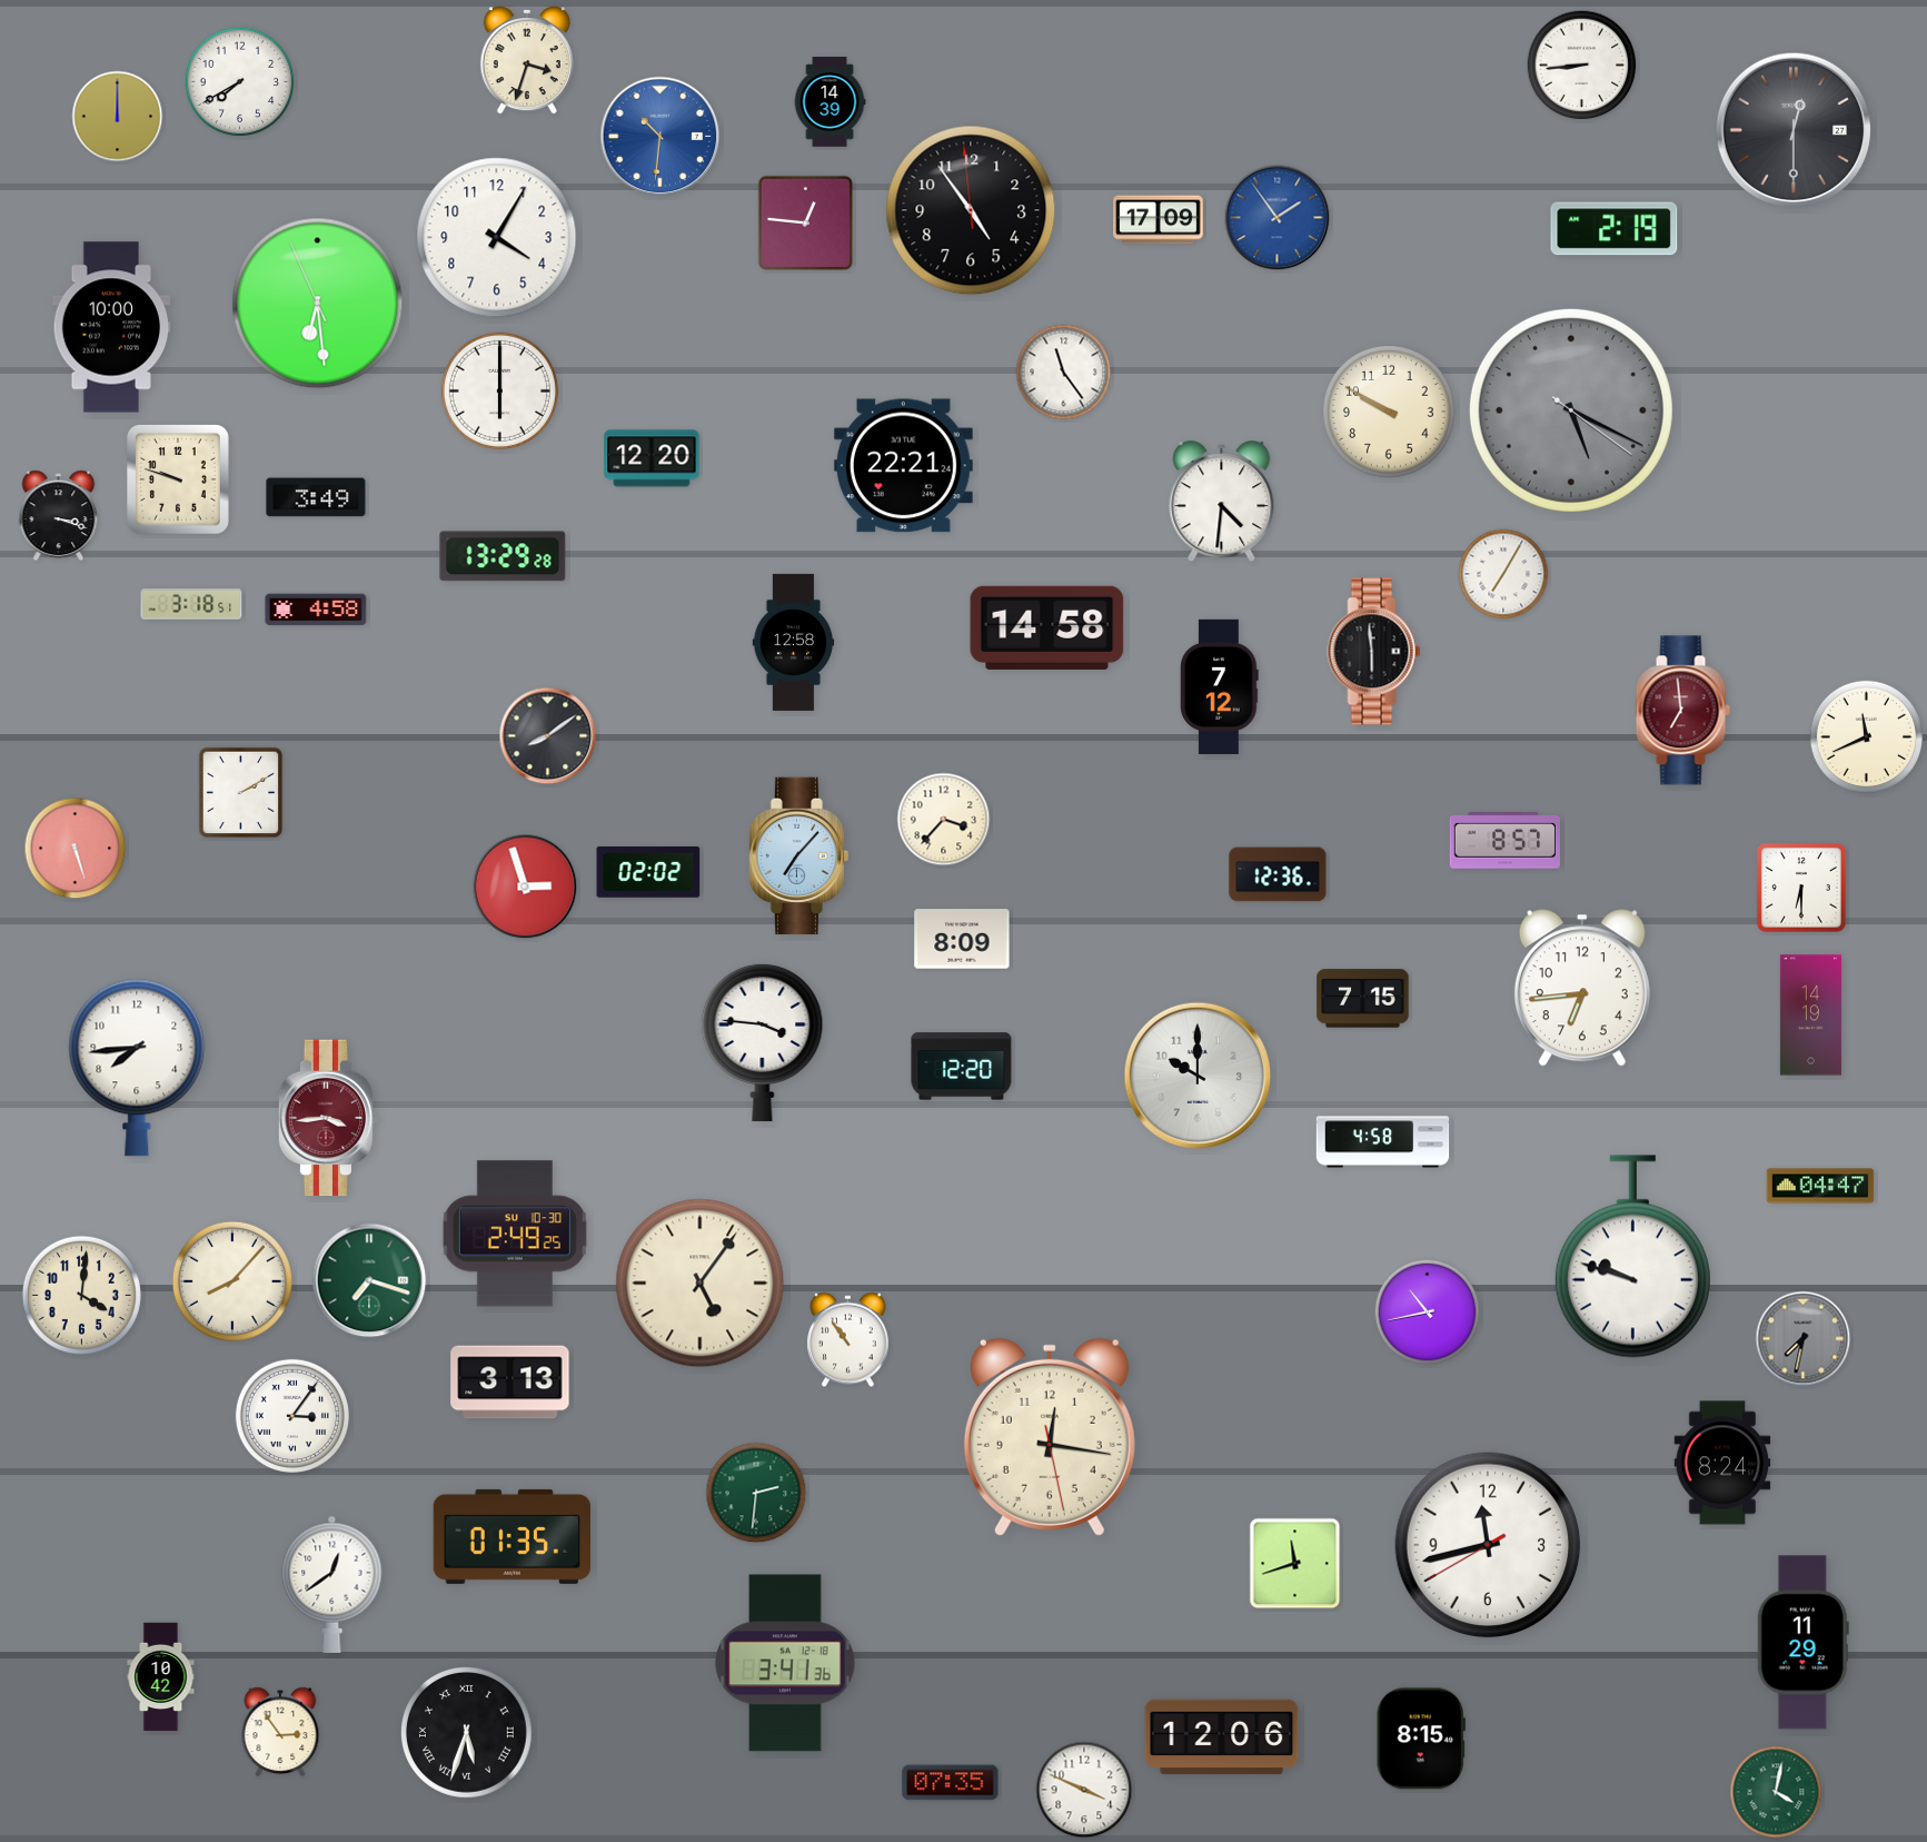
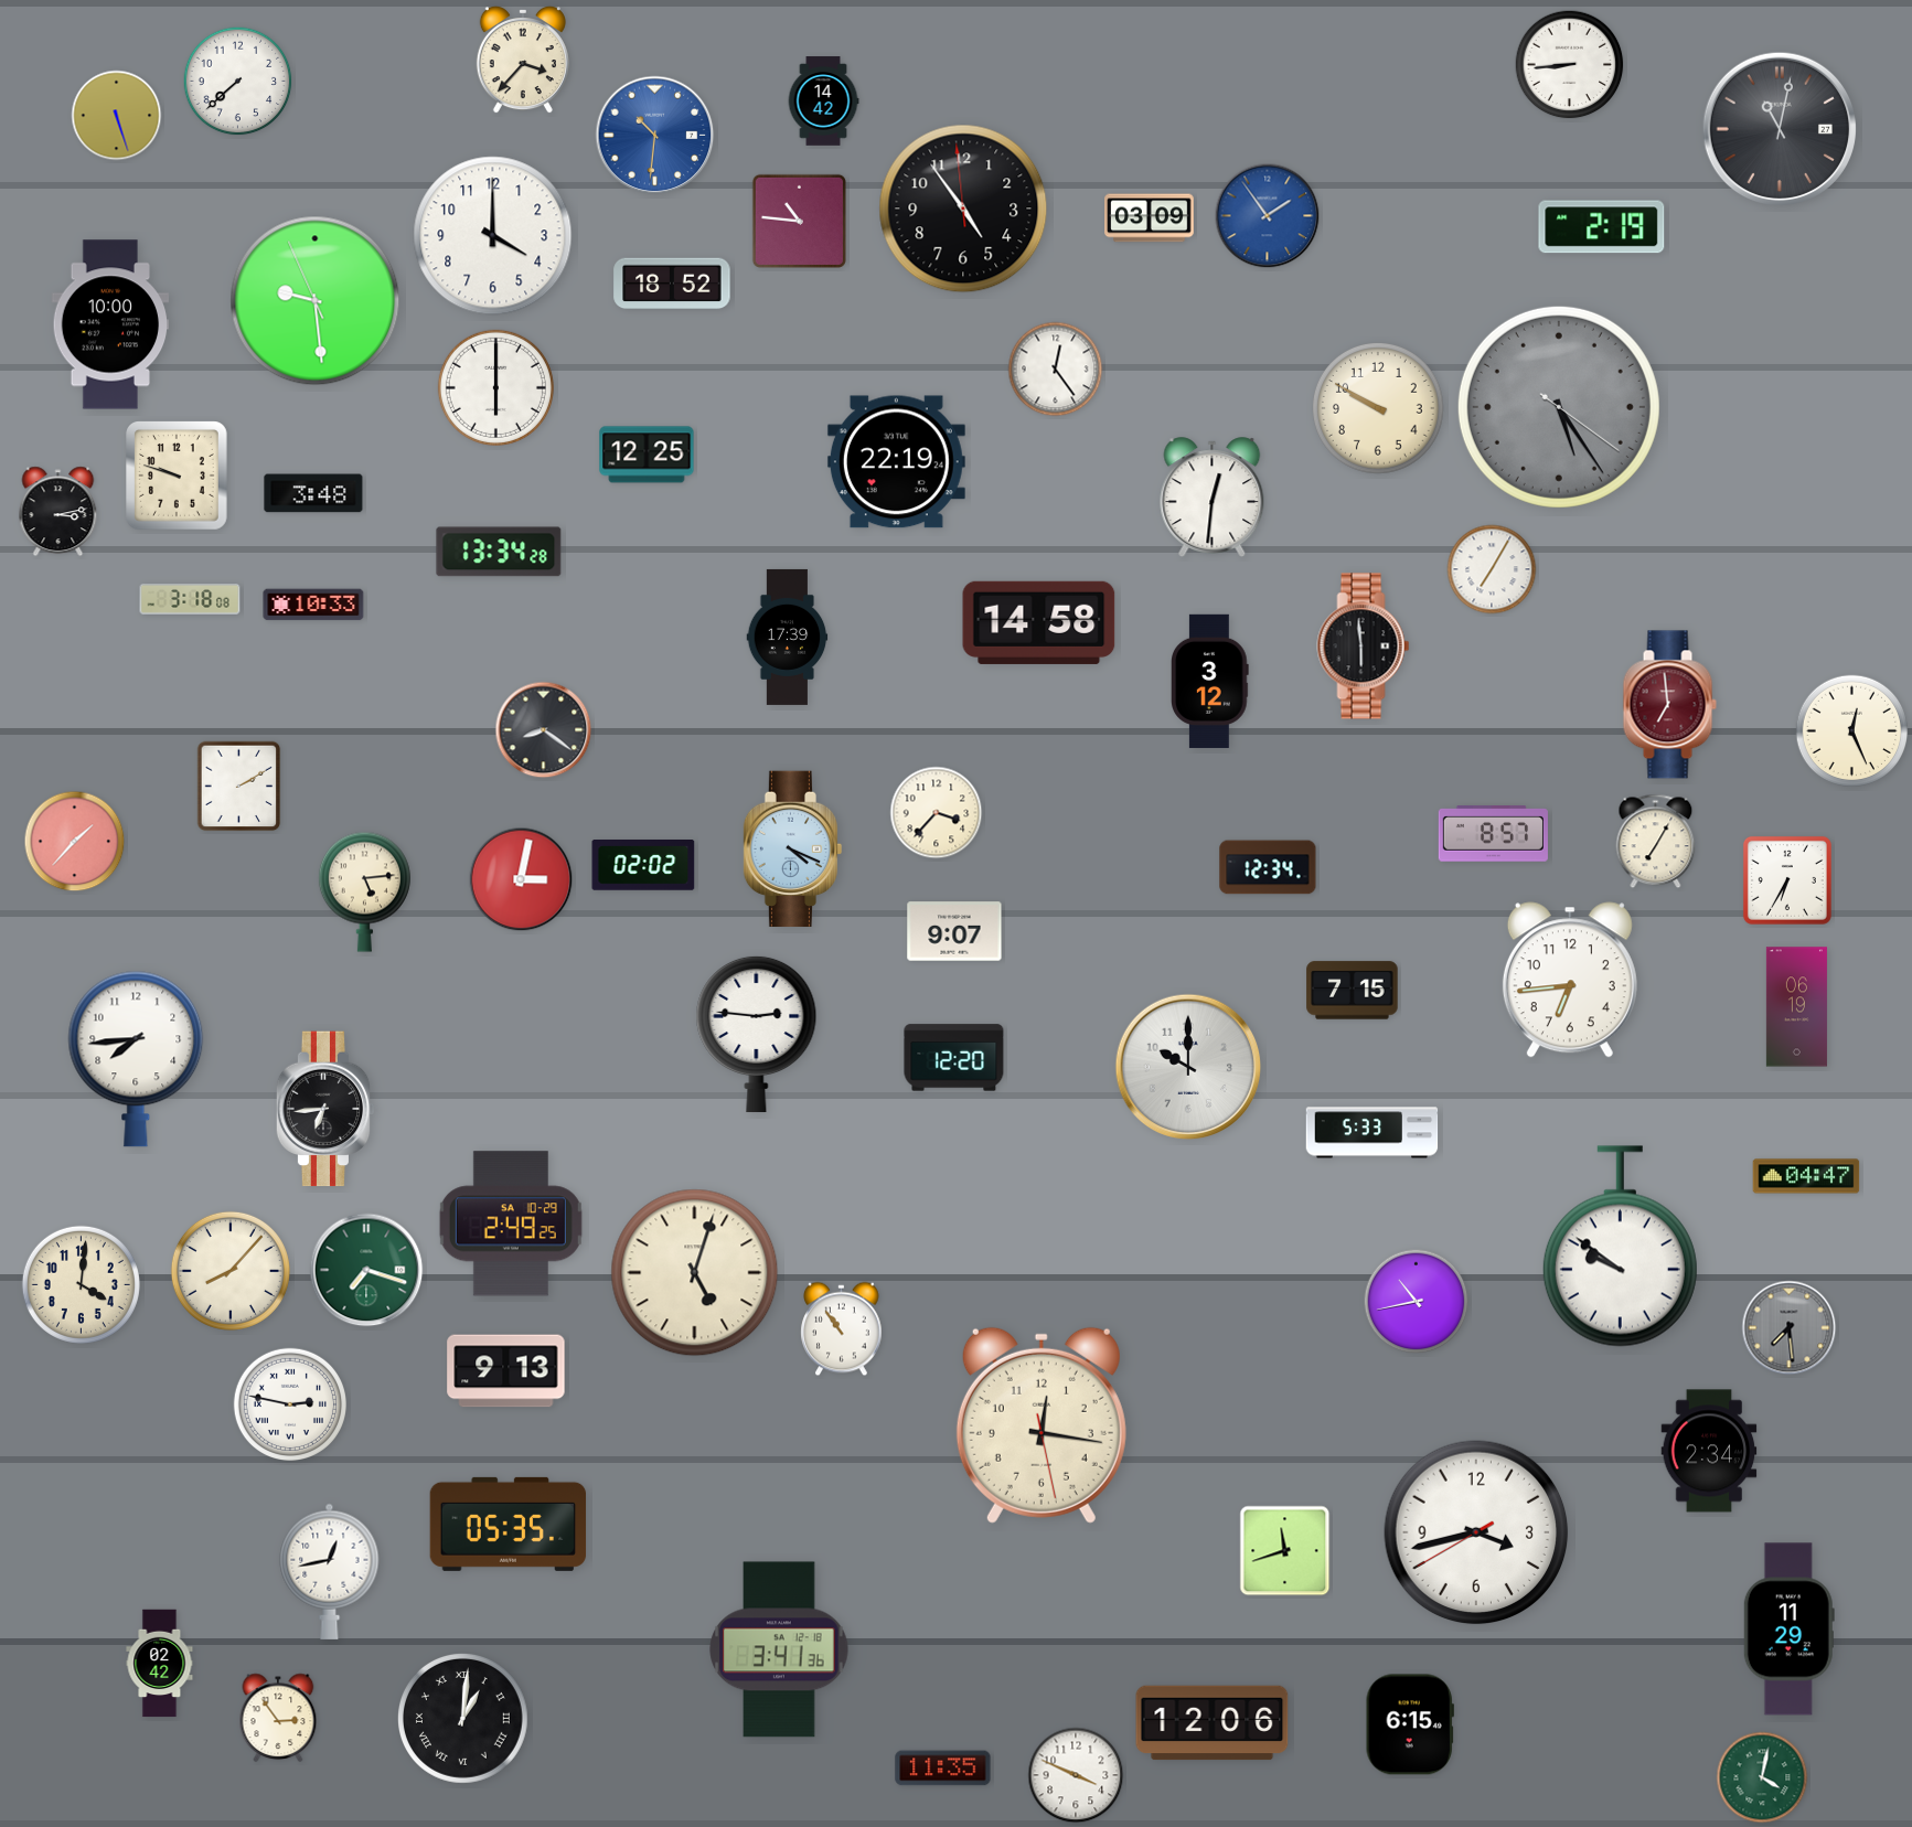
clock at (527, 60): 3:33 -> 3:37
clock at (240, 82): 7:40 -> 7:38
clock at (830, 102): 14:39 -> 14:42
clock at (118, 117): 12:00 -> 5:27
clock at (1792, 129): 12:30 -> 11:02
clock at (1159, 220): 17:09 -> 03:09
clock at (805, 222): 12:46 -> 10:46
clock at (497, 238): 4:05 -> 4:00
clock at (672, 284): none -> 18:52
clock at (318, 304): 6:28 -> 9:28
clock at (1064, 373): 11:24 -> 12:24
clock at (1571, 410): 5:19 -> 5:24
clock at (652, 458): 12:20 -> 12:25
clock at (903, 466): 22:21 -> 22:19
clock at (316, 497): 3:49 -> 3:48
clock at (1222, 501): 4:31 -> 12:31
clock at (59, 516): 3:18 -> 3:13
clock at (503, 556): 13:29 -> 13:34
clock at (191, 605): 3:18:51 -> 3:18:08
clock at (316, 610): 4:58 -> 10:33
clock at (794, 642): 12:58 -> 17:39
clock at (1220, 686): 7:12 -> 3:12
clock at (548, 736): 8:09 -> 8:21
clock at (1866, 736): 11:41 -> 12:26
clock at (76, 849): 5:27 -> 1:37
clock at (1656, 842): none -> 7:05
clock at (799, 856): 7:07 -> 4:19
clock at (1278, 874): 12:36 -> 12:34
clock at (525, 887): 2:57 -> 3:02
clock at (1801, 888): 6:30 -> 6:35
clock at (364, 891): none -> 5:14
clock at (962, 939): 8:09 -> 9:07
clock at (1810, 1016): 14:19 -> 06:19
clock at (763, 1042): 3:46 -> 2:46
clock at (328, 1118): 3:44 -> 6:44
clock at (328, 1118) dial: burgundy -> black
clock at (1383, 1142): 4:58 -> 5:33
clock at (515, 1234) date: SU 10-30 -> SA 10-29
clock at (1632, 1257): 9:48 -> 9:51
clock at (701, 1284): 5:06 -> 5:03
clock at (1804, 1339): 7:32 -> 7:29
clock at (510, 1383): 3:13 -> 9:13
clock at (291, 1415): 3:06 -> 2:47
clock at (1722, 1463): 8:24 -> 2:34
clock at (756, 1493): 2:31 -> none
clock at (513, 1536): 01:35 -> 05:35
clock at (1488, 1545): 11:42 -> 3:42
clock at (332, 1584): 12:39 -> 12:43
clock at (161, 1677): 10:42 -> 02:42
clock at (466, 1732): 5:33 -> 1:01
clock at (1421, 1739): 8:15 -> 6:15
clock at (951, 1783): 07:35 -> 11:35
